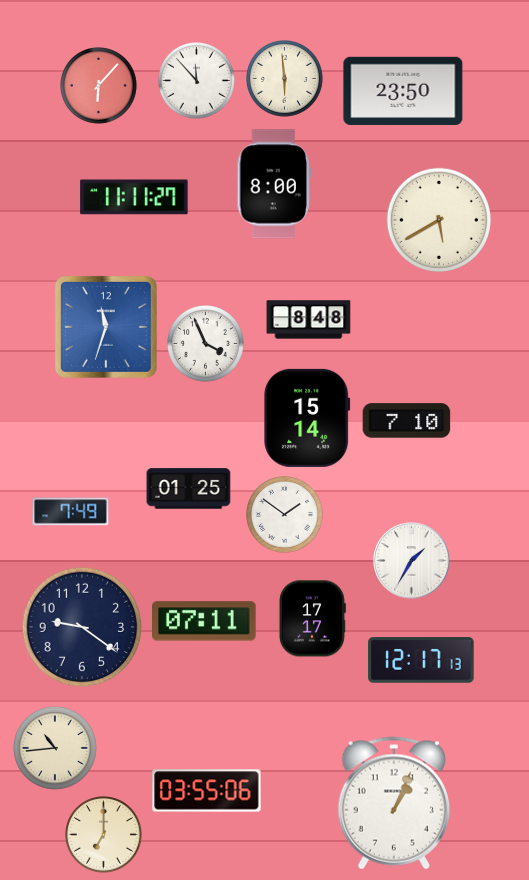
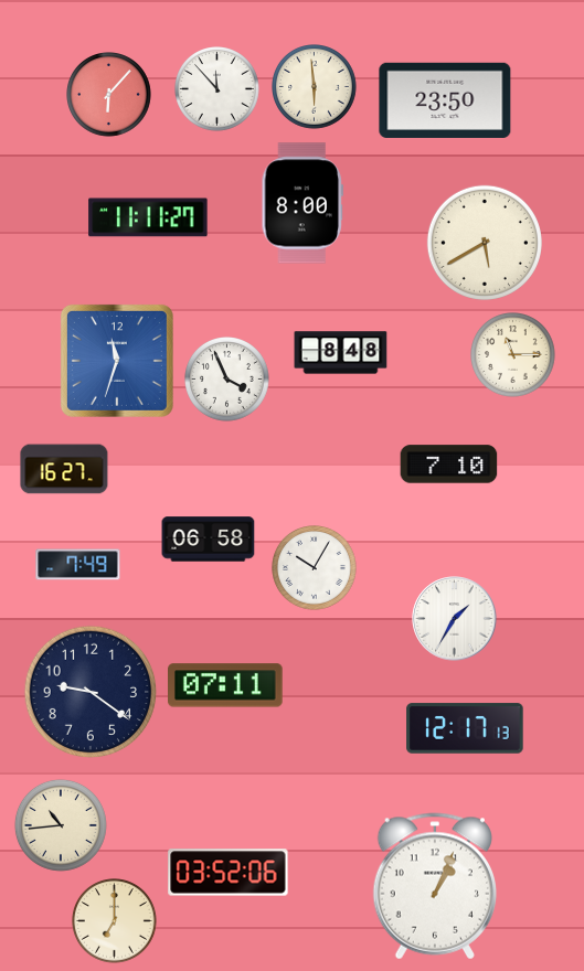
clock at (513, 355): none -> 11:15
clock at (307, 418): 15:14 -> none
clock at (64, 469): none -> 16:27
clock at (189, 489): 01:25 -> 06:58
clock at (285, 515): 1:51 -> 10:05
clock at (312, 619): 17:17 -> none
clock at (207, 791): 03:55 -> 03:52
